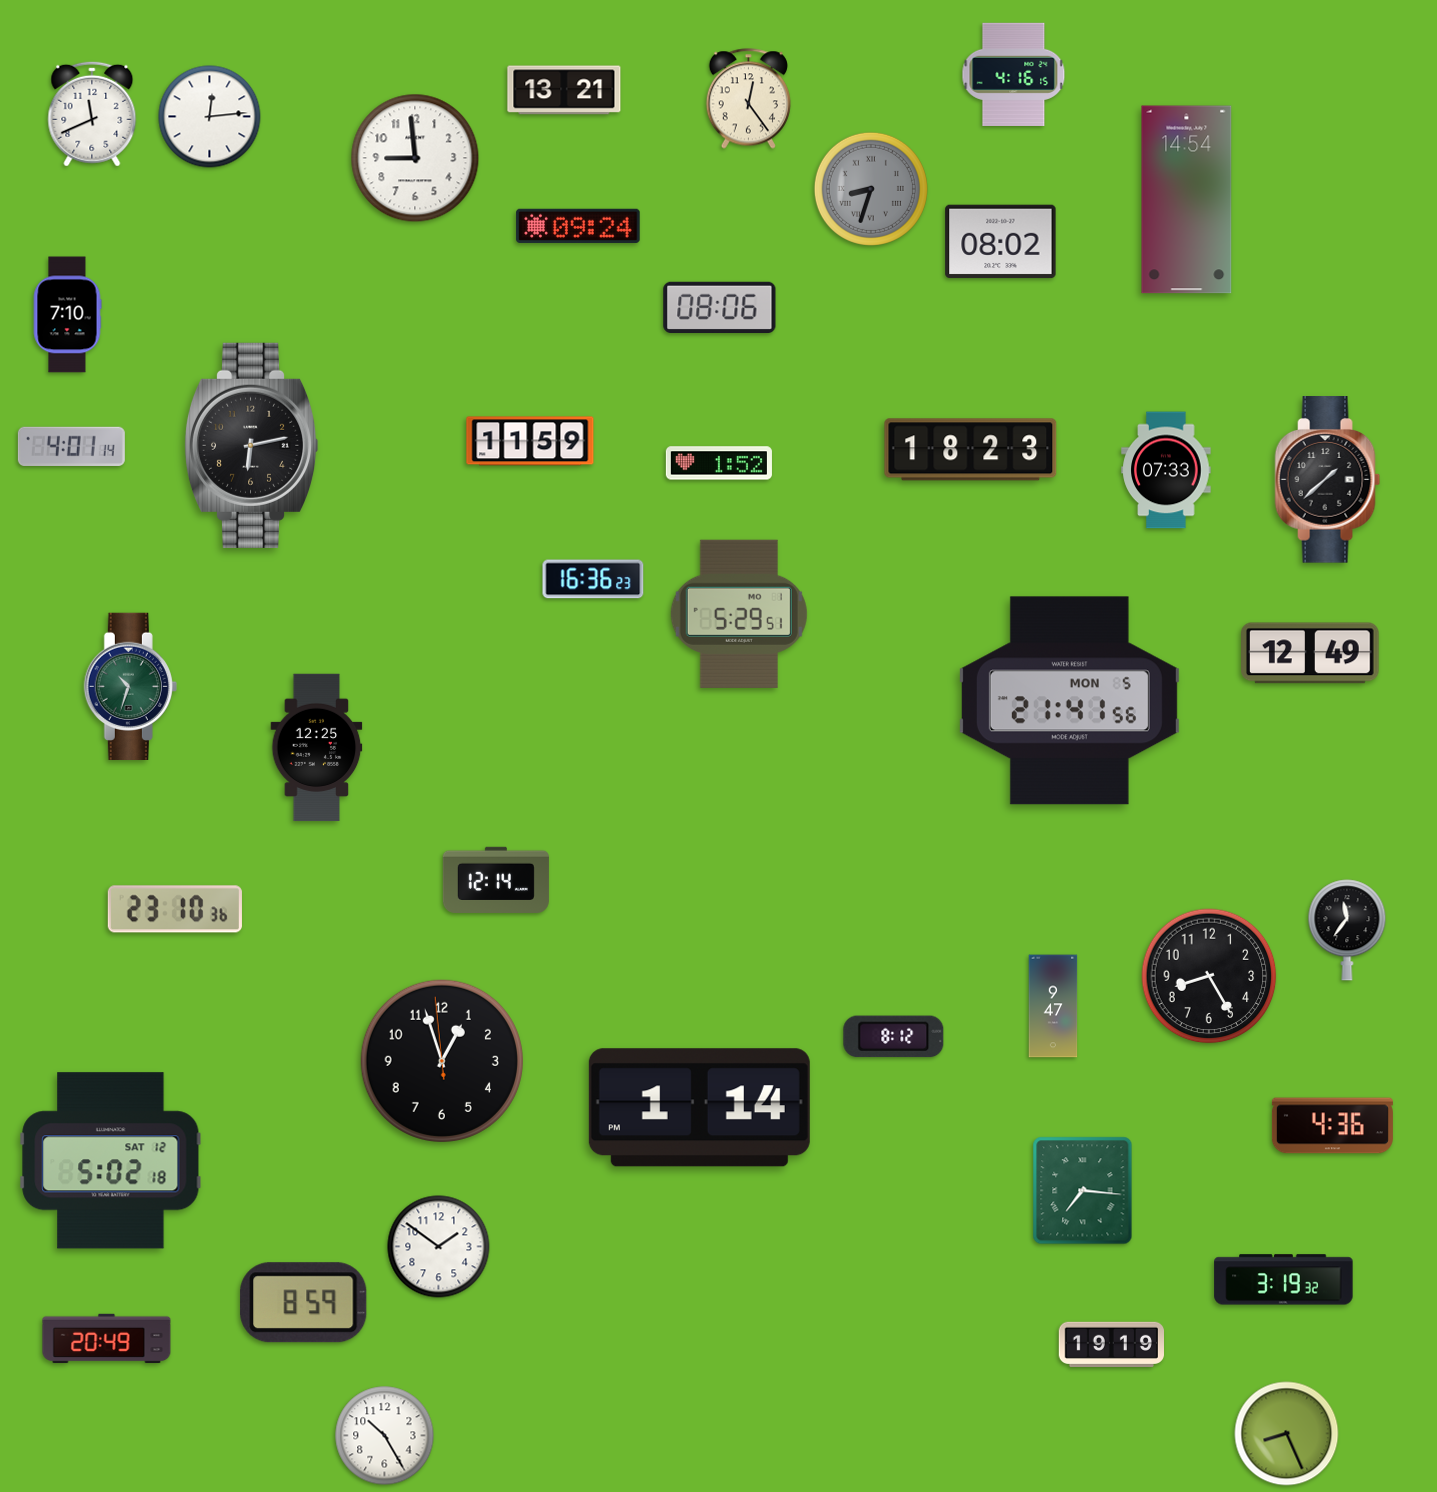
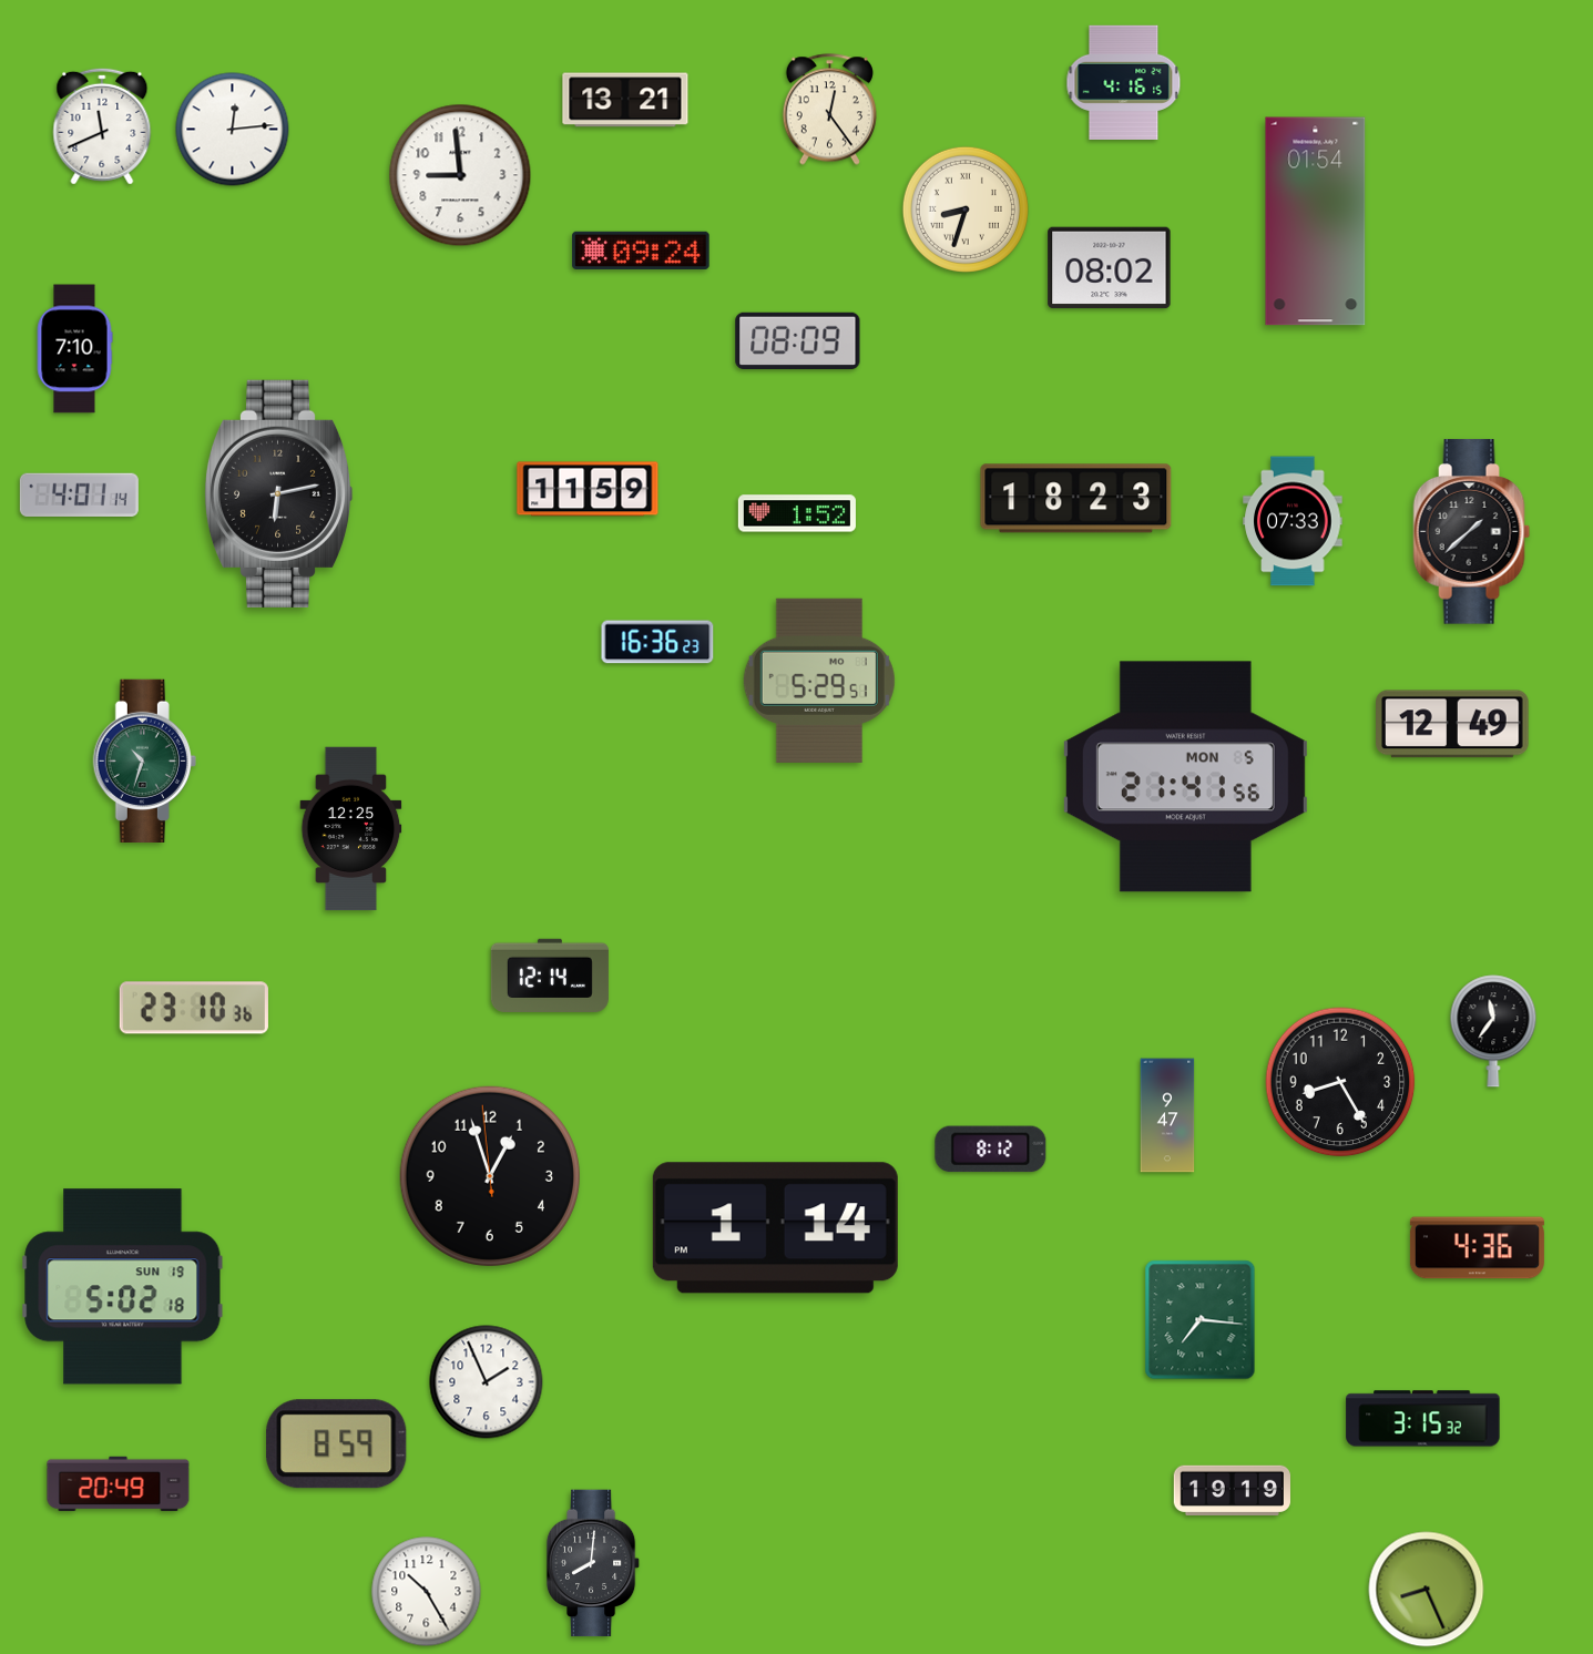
clock at (871, 189) dial: grey -> cream
clock at (1187, 200): 14:54 -> 01:54
clock at (720, 307): 08:06 -> 08:09
clock at (111, 1161) date: SAT 12 -> SUN 19
clock at (439, 1247): 1:51 -> 1:56
clock at (1284, 1280): 3:19 -> 3:15
clock at (593, 1563): none -> 8:01
